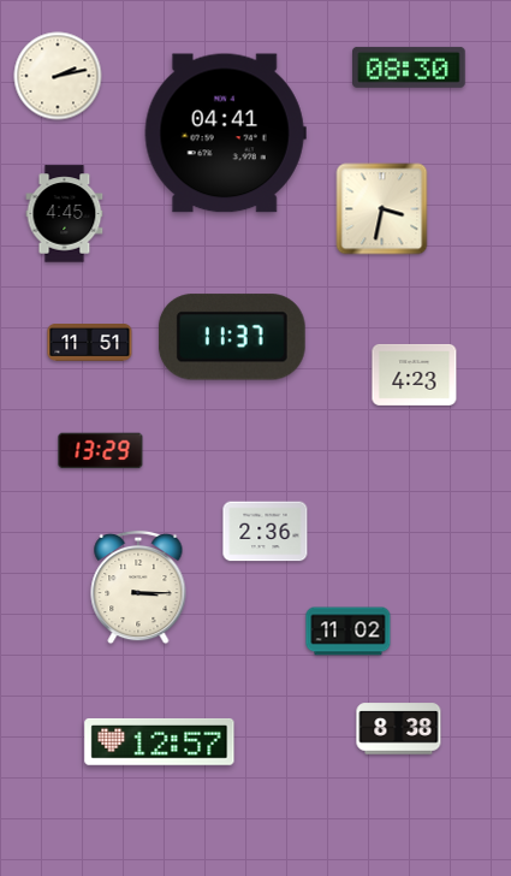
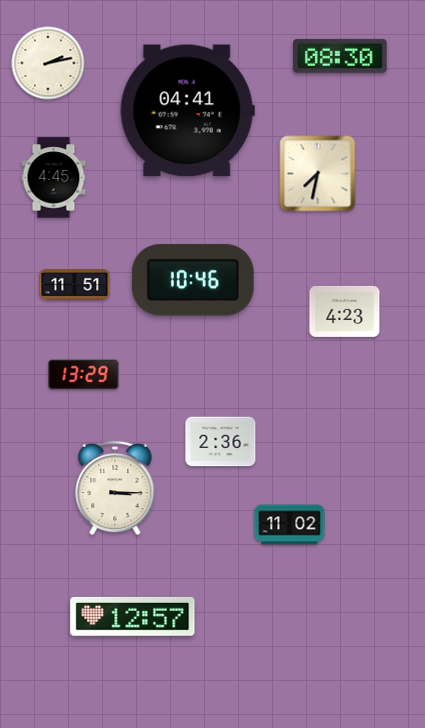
clock at (382, 209): 3:32 -> 7:32
clock at (232, 337): 11:37 -> 10:46
clock at (399, 729): 8:38 -> none
